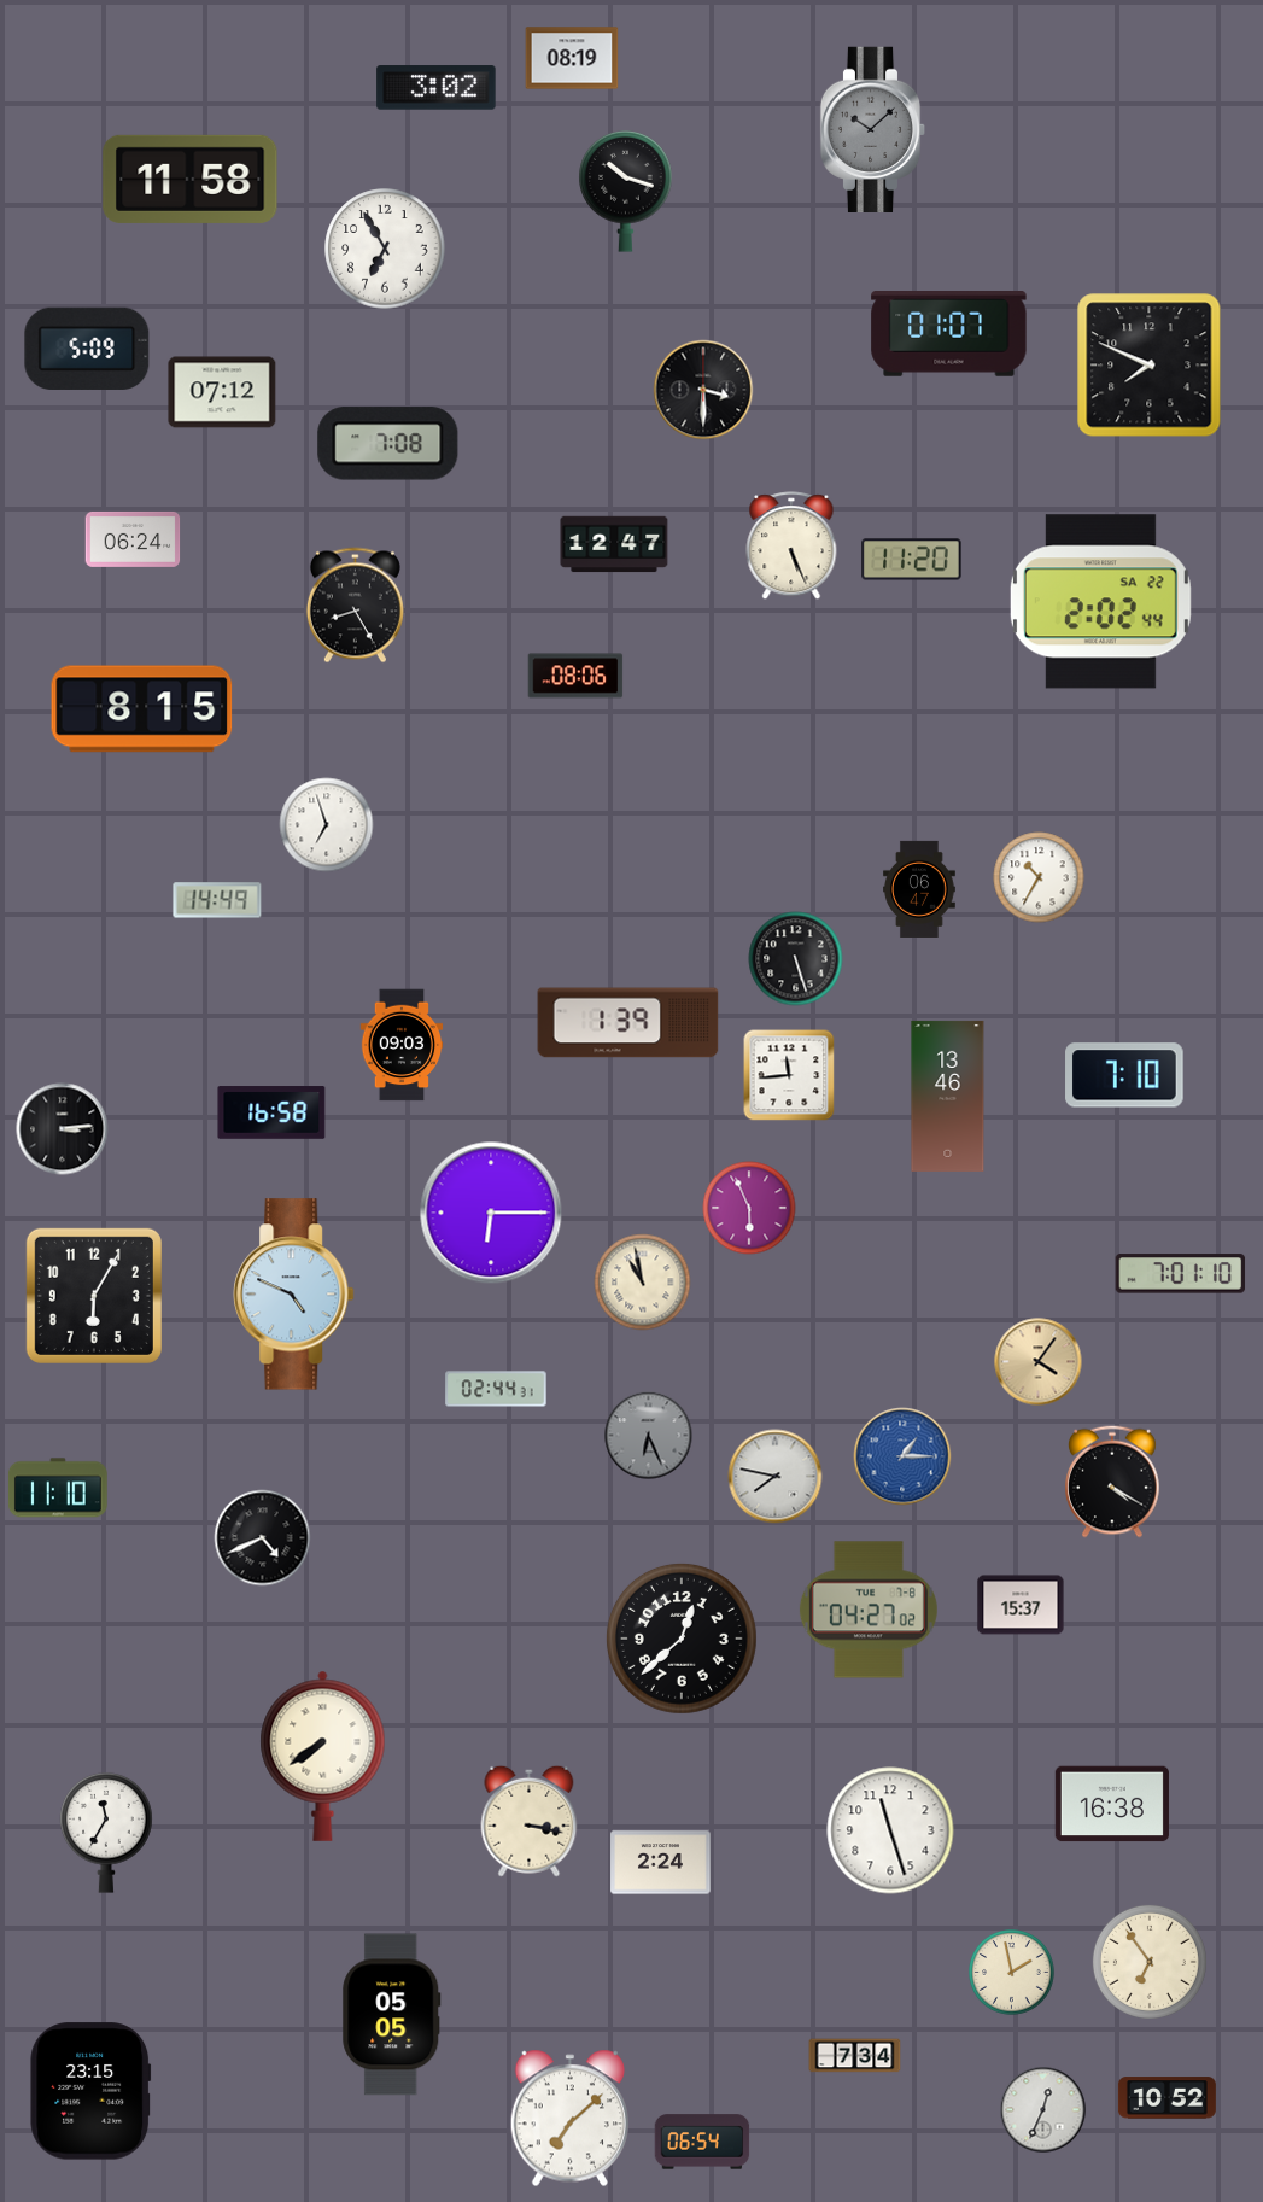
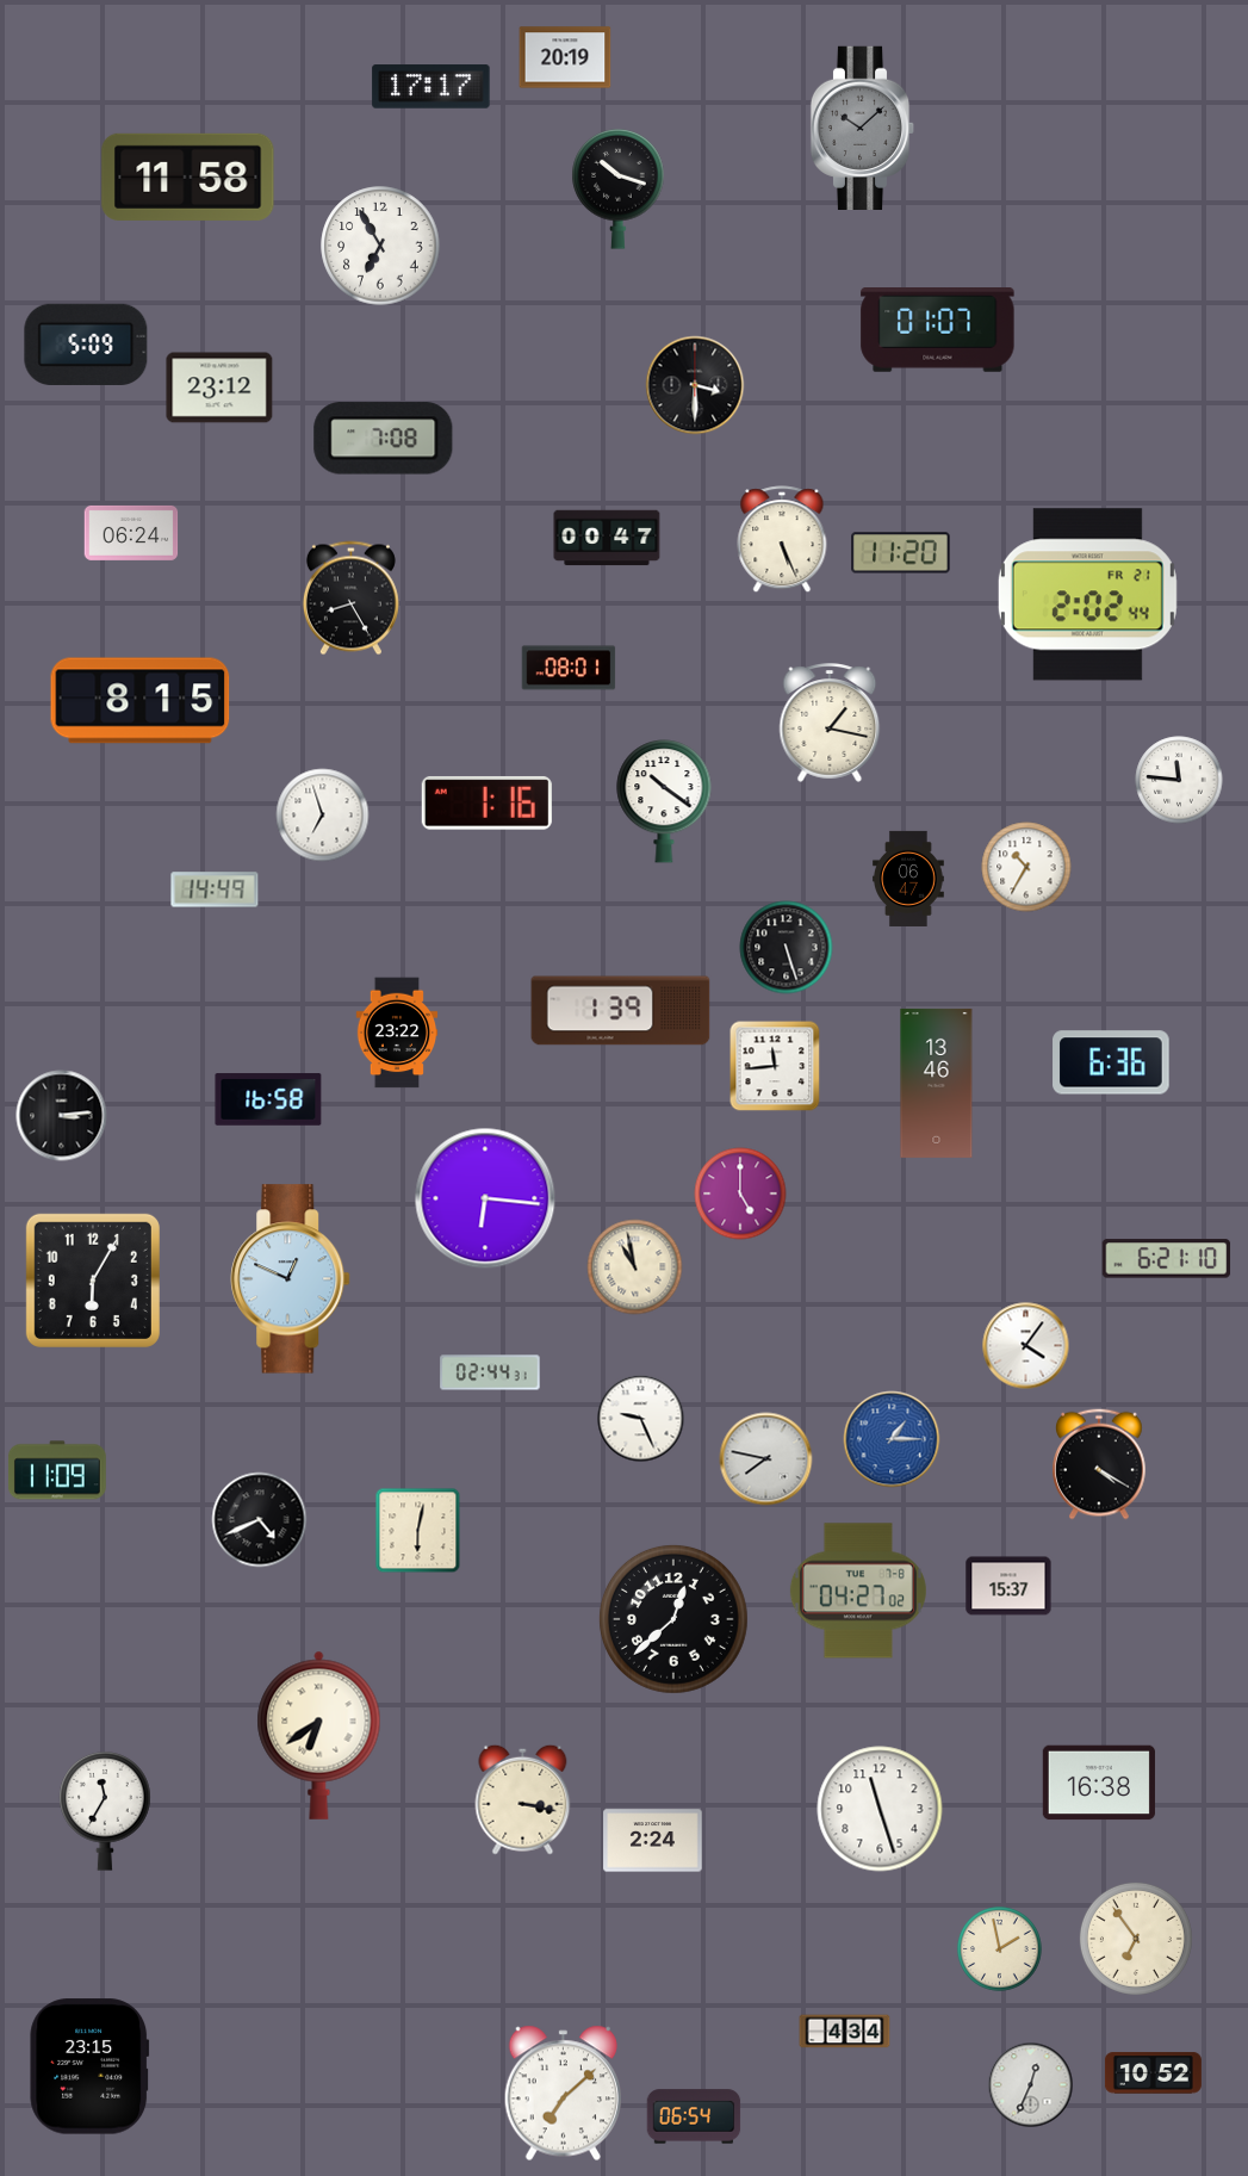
clock at (572, 58): 08:19 -> 20:19
clock at (437, 88): 3:02 -> 17:17
clock at (1150, 366): 7:49 -> none
clock at (222, 392): 07:12 -> 23:12
clock at (614, 544): 12:47 -> 00:47
clock at (1100, 602) date: SA 22 -> FR 21
clock at (575, 676): 08:06 -> 08:01
clock at (830, 723): none -> 1:17
clock at (1179, 780): none -> 11:46
clock at (664, 801): none -> 10:21
clock at (486, 802): none -> 1:16
clock at (402, 1045): 09:03 -> 23:22
clock at (789, 1075) position: (789, 1075) -> (775, 1066)
clock at (1124, 1075): 7:10 -> 6:36
clock at (749, 1208): 5:56 -> 5:00
clock at (491, 1213): 6:15 -> 6:16
clock at (1181, 1274): 7:01 -> 6:21
clock at (294, 1295): 4:49 -> 12:49
clock at (1039, 1362) dial: champagne -> white
clock at (649, 1436): 6:26 -> 9:26
clock at (649, 1436) dial: grey -> white
clock at (58, 1488): 11:10 -> 11:09
clock at (418, 1531): none -> 6:02
clock at (323, 1756): 7:39 -> 6:39
clock at (392, 2015): 05:05 -> none
clock at (855, 2056): 7:34 -> 4:34
